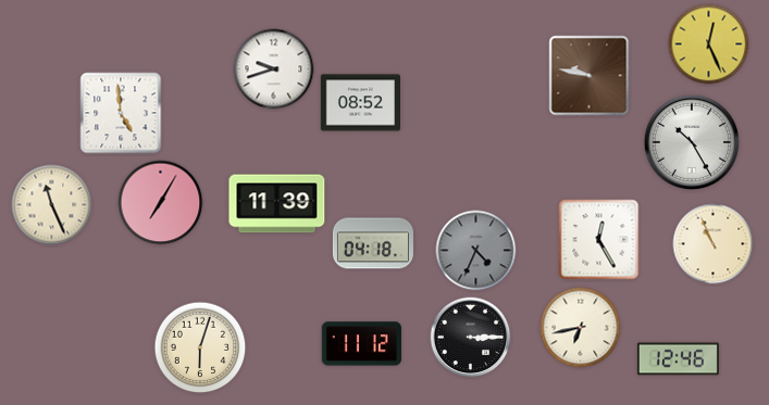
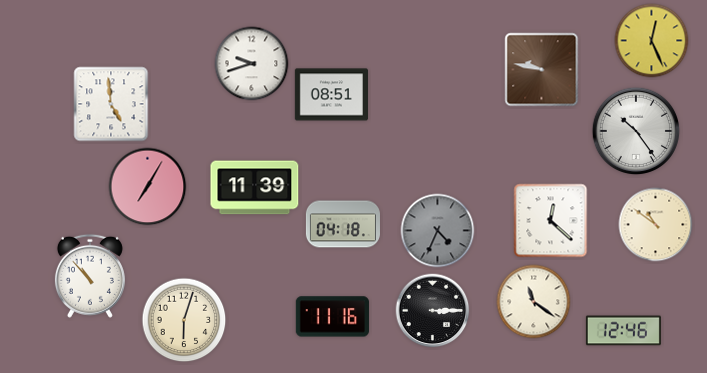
clock at (360, 103): 08:52 -> 08:51
clock at (692, 142): 10:25 -> 10:24
clock at (52, 205): 11:26 -> none
clock at (599, 240): 12:25 -> 12:22
clock at (714, 244): 10:56 -> 10:51
clock at (90, 276): none -> 10:53
clock at (581, 328): 6:43 -> 11:21
clock at (361, 344): 11:12 -> 11:16
